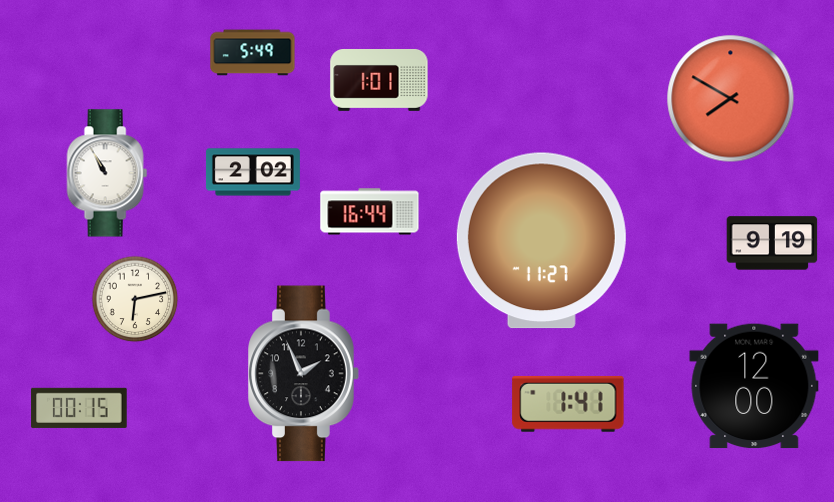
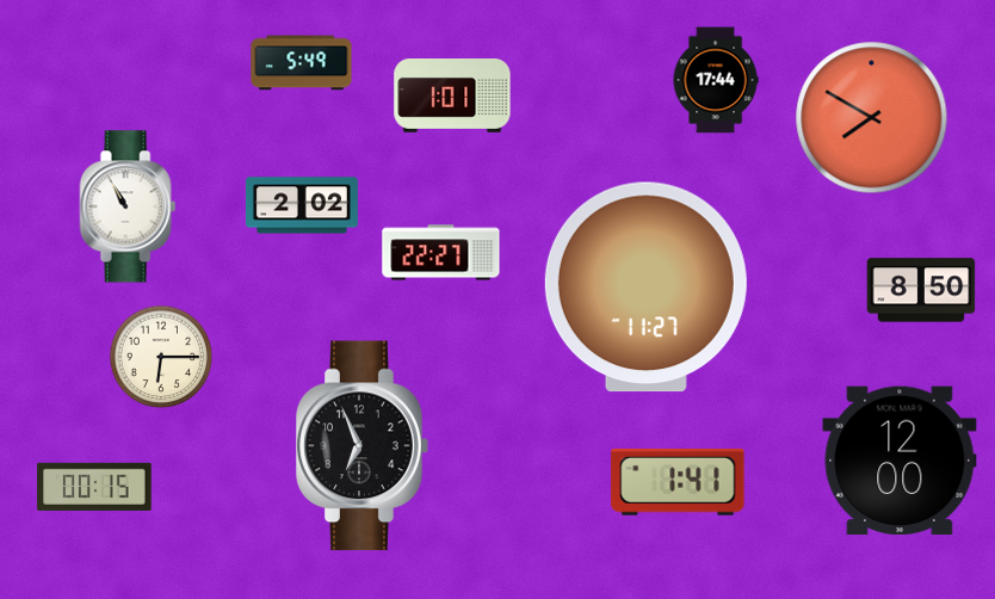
clock at (716, 80): none -> 17:44
clock at (370, 212): 16:44 -> 22:27
clock at (772, 243): 9:19 -> 8:50
clock at (135, 299): 6:13 -> 6:15
clock at (304, 374): 1:56 -> 6:56
